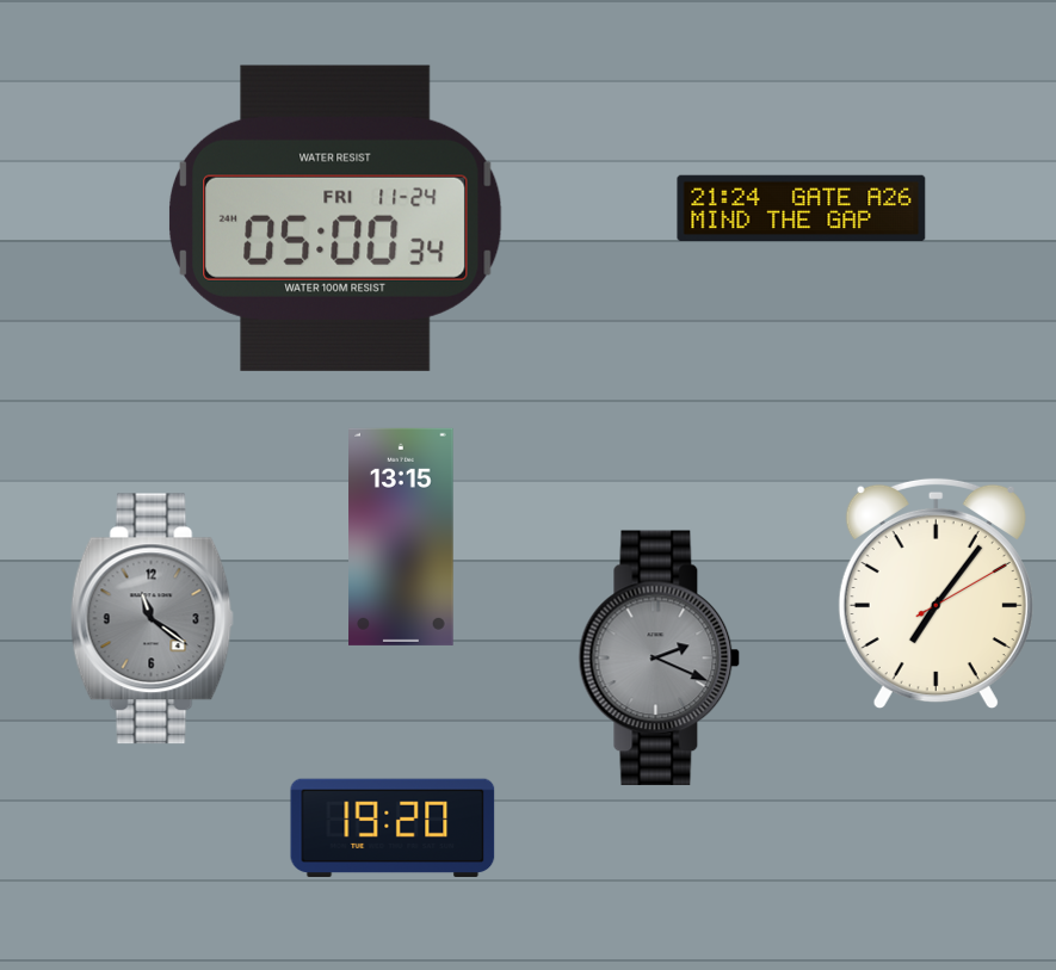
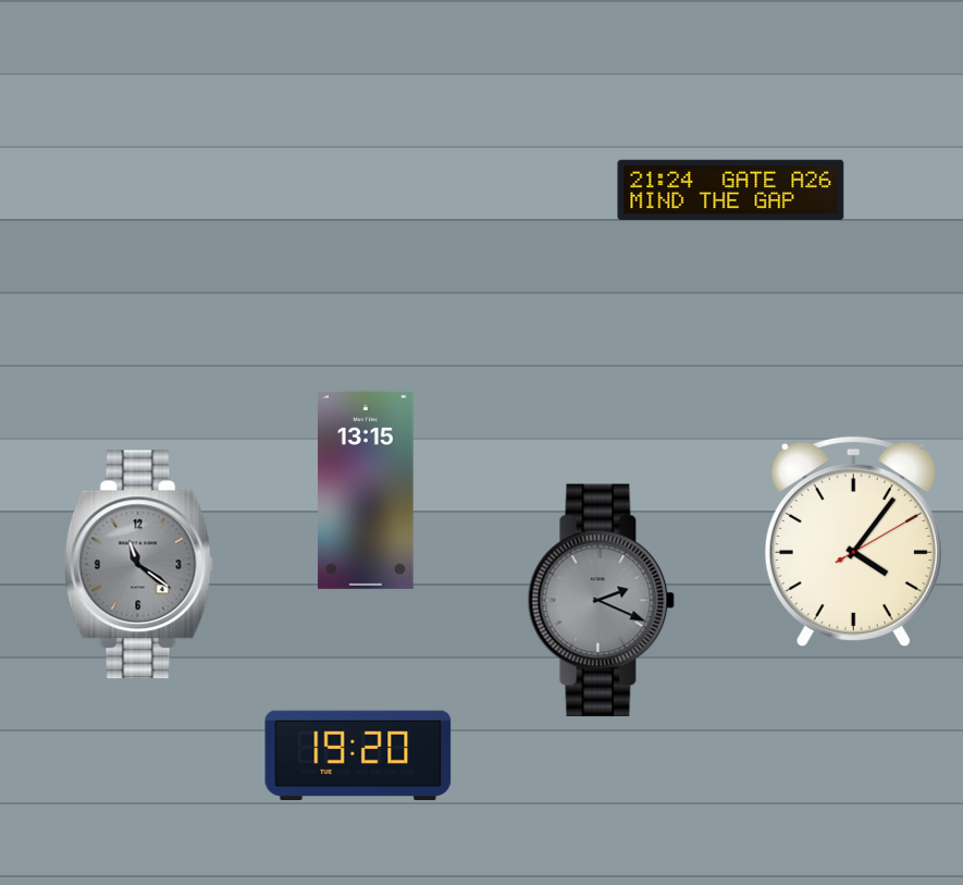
clock at (335, 218): 05:00 -> none
clock at (935, 594): 7:06 -> 4:06
